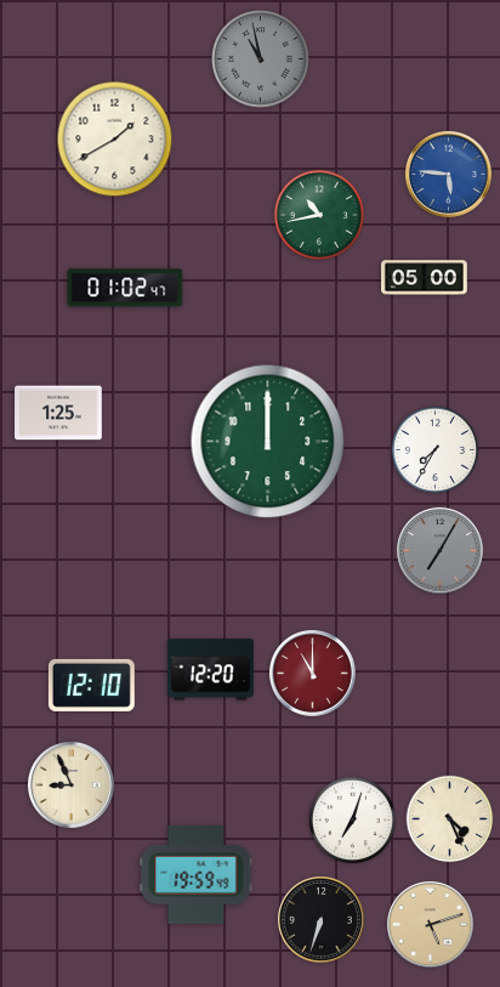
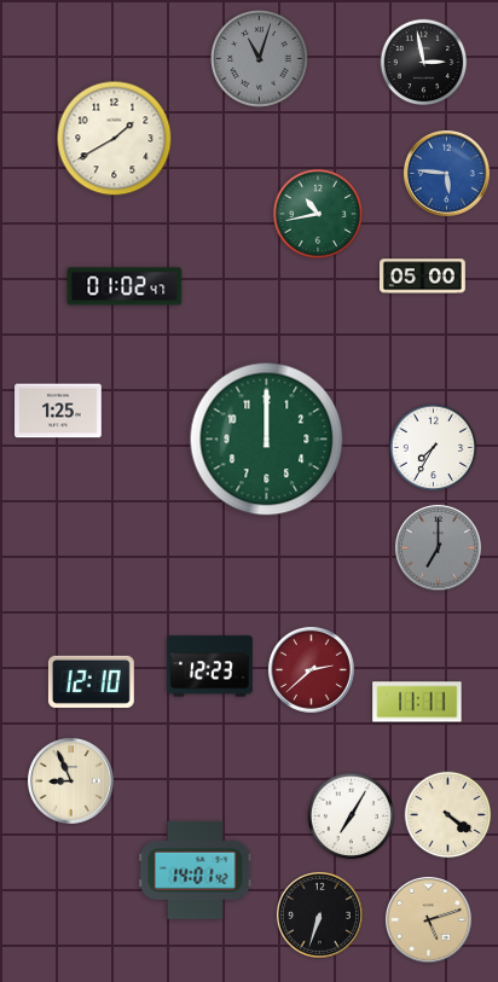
clock at (261, 59): 10:58 -> 11:03
clock at (424, 63): none -> 2:58
clock at (439, 550): 7:05 -> 7:00
clock at (210, 670): 12:20 -> 12:23
clock at (312, 673): 11:00 -> 2:38
clock at (417, 702): none -> 11:11
clock at (450, 819): 4:26 -> 4:21
clock at (353, 821): 7:03 -> 7:05
clock at (197, 874): 19:59 -> 14:01
